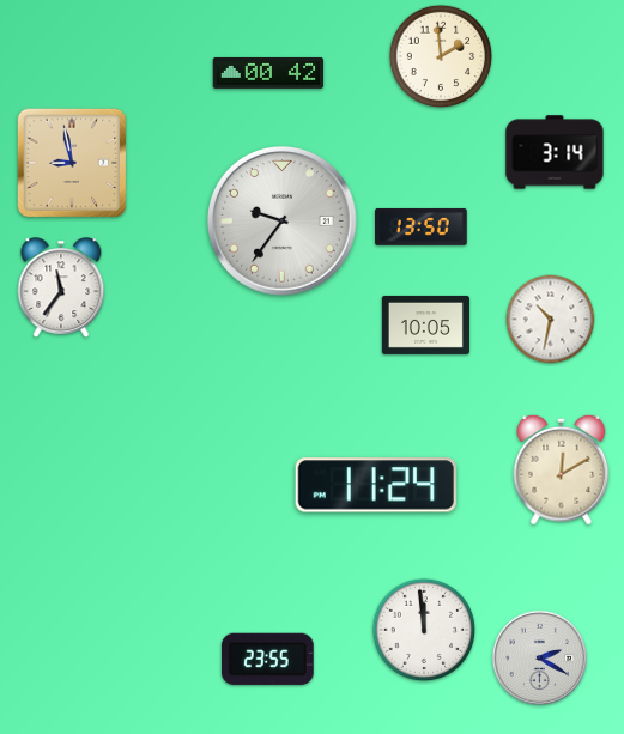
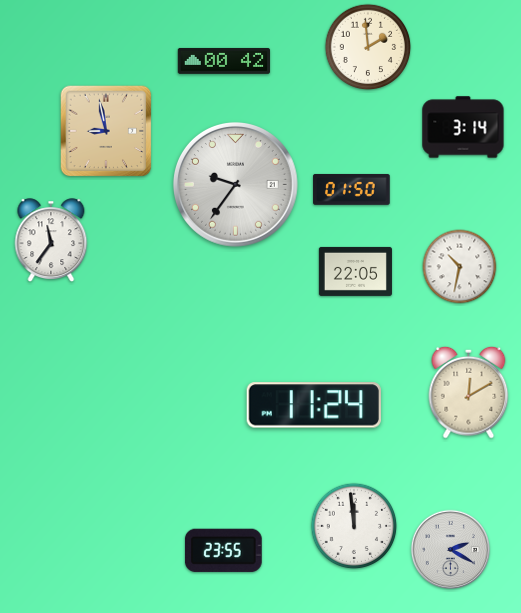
clock at (72, 163) position: (72, 163) -> (106, 131)
clock at (422, 226): 13:50 -> 01:50
clock at (425, 324): 10:05 -> 22:05
